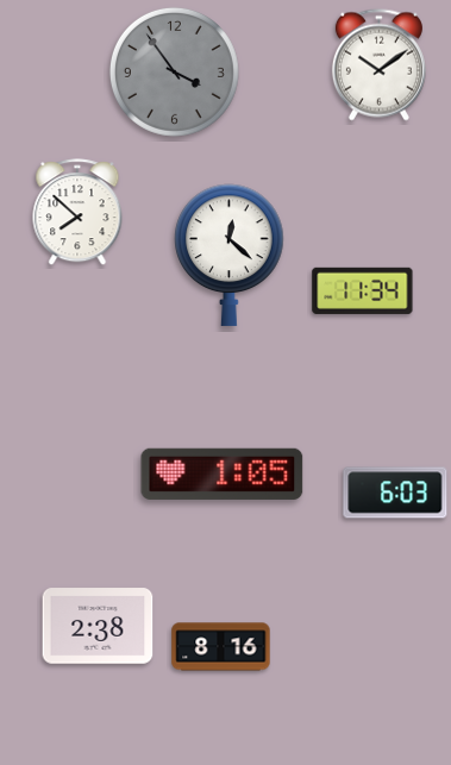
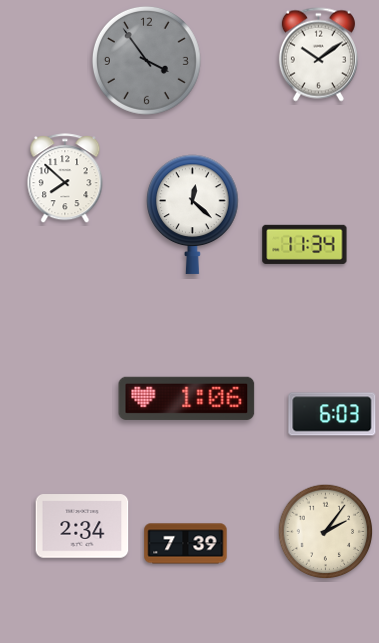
clock at (223, 474): 1:05 -> 1:06
clock at (98, 626): 2:38 -> 2:34
clock at (326, 532): none -> 2:06
clock at (221, 647): 8:16 -> 7:39
